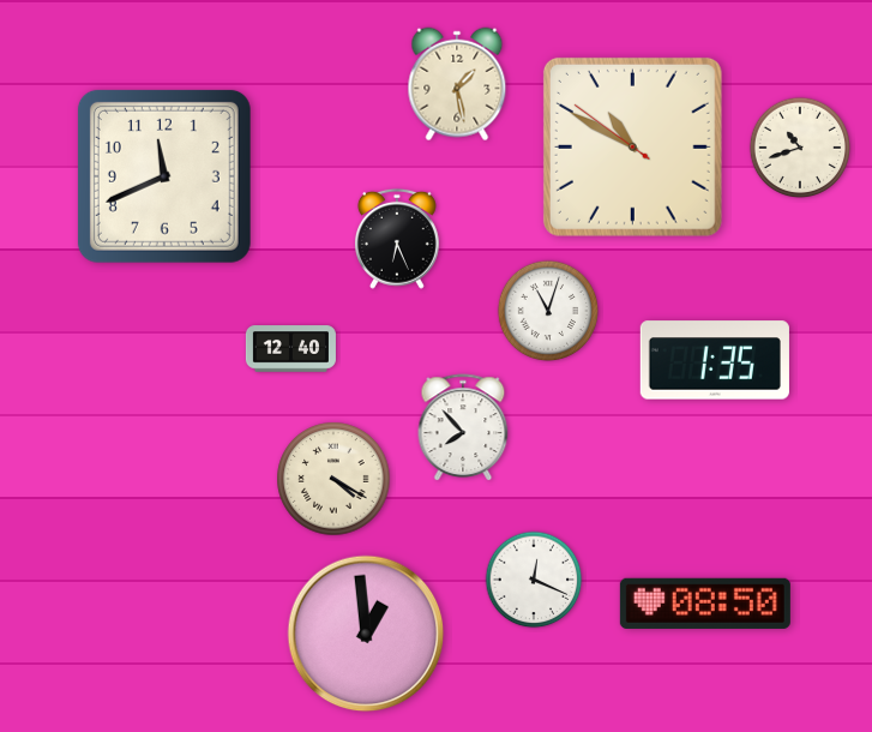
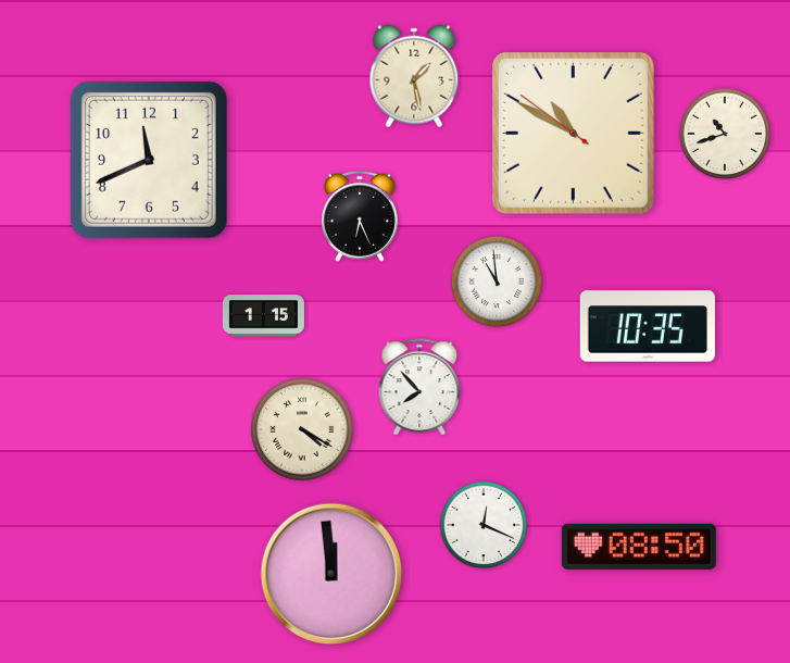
clock at (548, 311): 11:03 -> 10:59
clock at (290, 349): 12:40 -> 1:15
clock at (715, 360): 1:35 -> 10:35
clock at (333, 479) position: (333, 479) -> (302, 429)
clock at (366, 634): 12:59 -> 11:59
